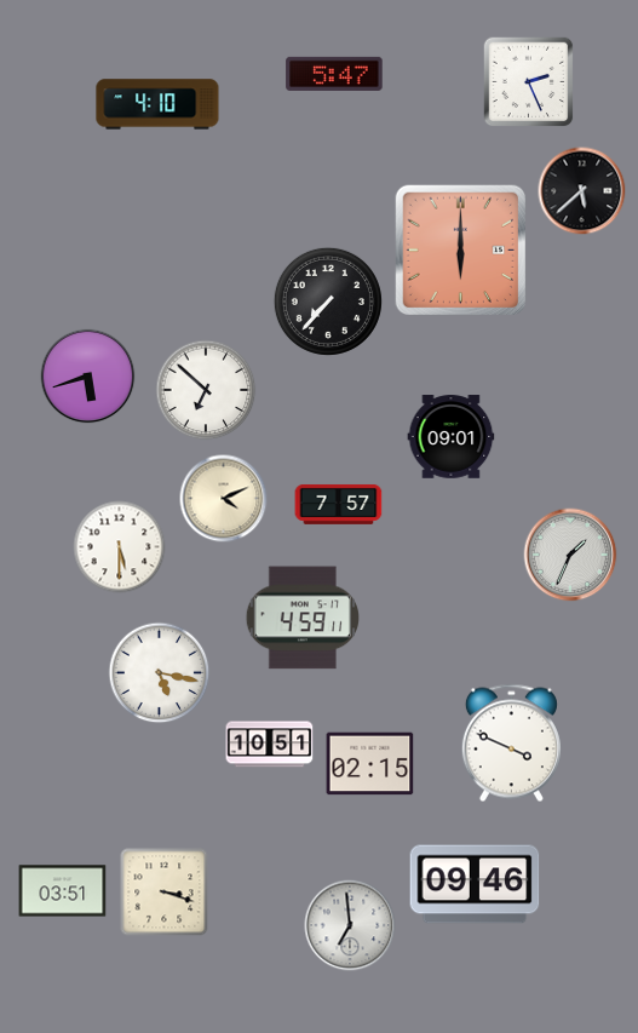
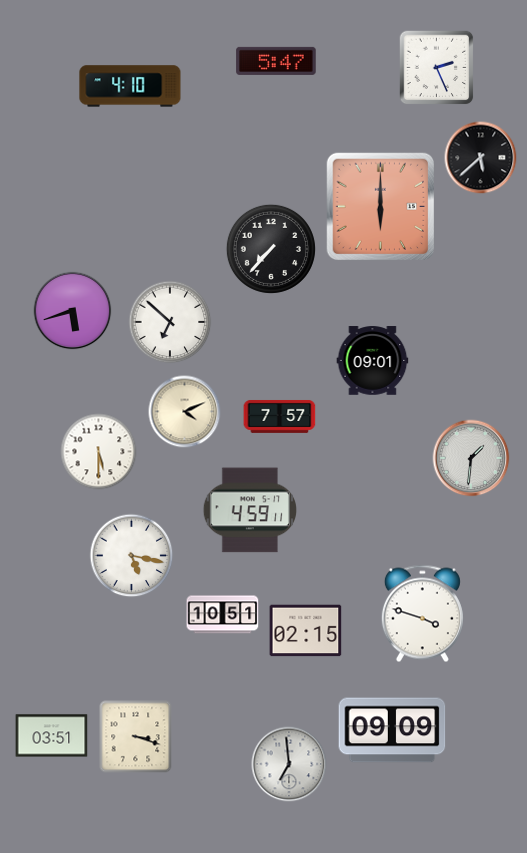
clock at (570, 555): 1:34 -> 1:31
clock at (511, 744): 3:49 -> 3:48
clock at (475, 884): 09:46 -> 09:09
